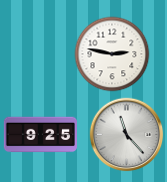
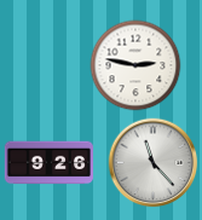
clock at (40, 135): 9:25 -> 9:26
